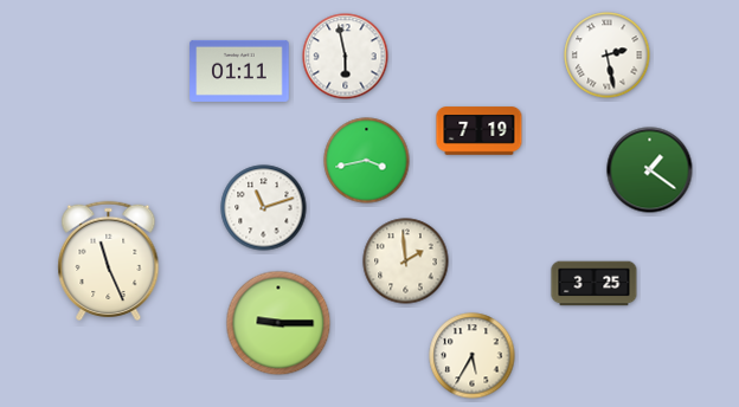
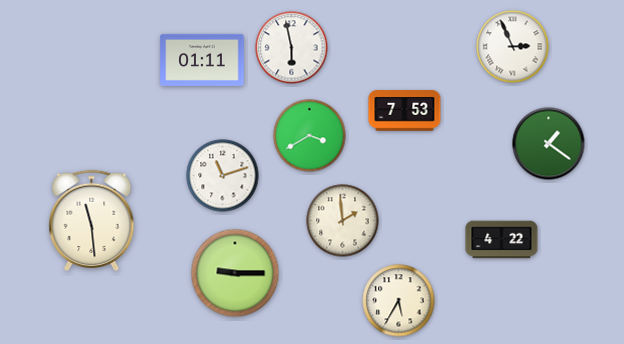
clock at (608, 56): 2:28 -> 2:56
clock at (480, 131): 7:19 -> 7:53
clock at (367, 161): 3:43 -> 3:40
clock at (109, 260): 11:26 -> 11:29
clock at (595, 284): 3:25 -> 4:22
